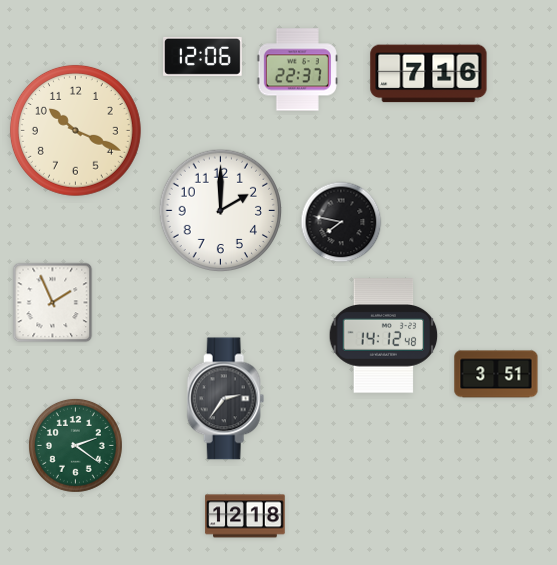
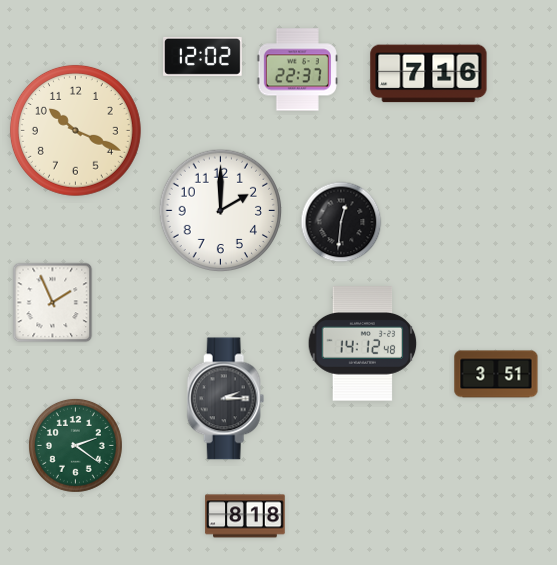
clock at (203, 56): 12:06 -> 12:02
clock at (341, 222): 7:47 -> 12:31
clock at (384, 336) position: (384, 336) -> (363, 344)
clock at (226, 399): 2:36 -> 2:15
clock at (245, 516): 12:18 -> 8:18
